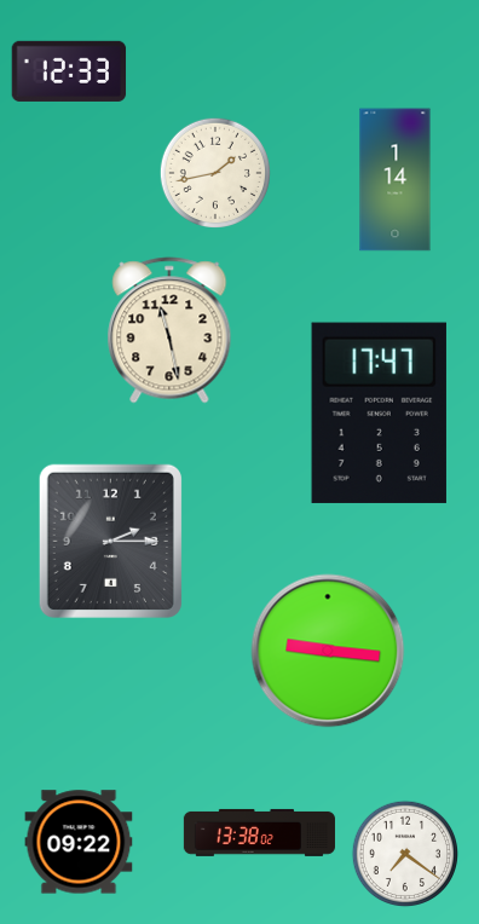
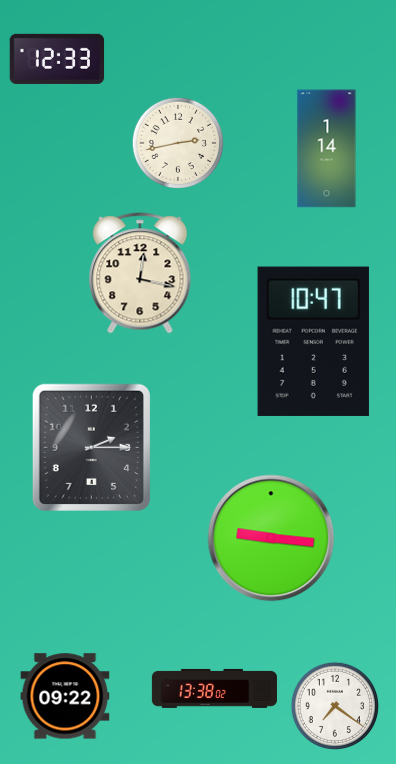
clock at (214, 172): 1:43 -> 2:43
clock at (169, 330): 11:28 -> 12:17
clock at (379, 412): 17:47 -> 10:47
